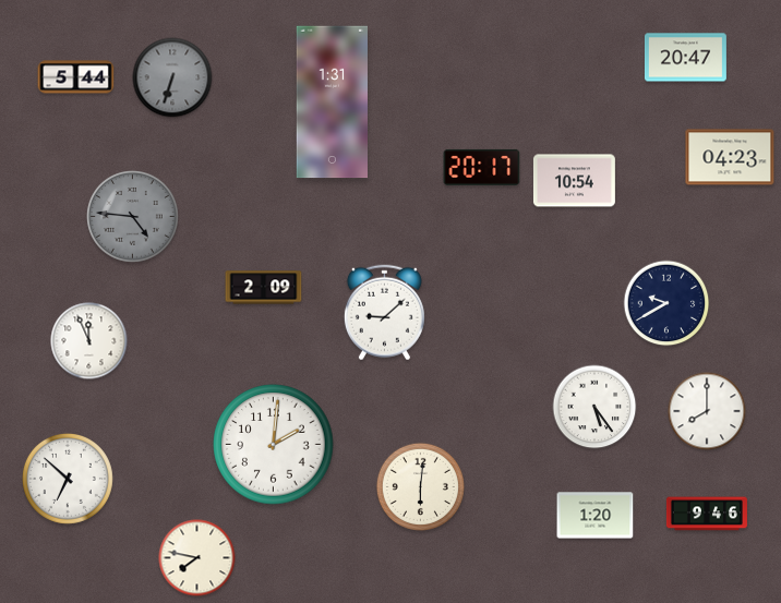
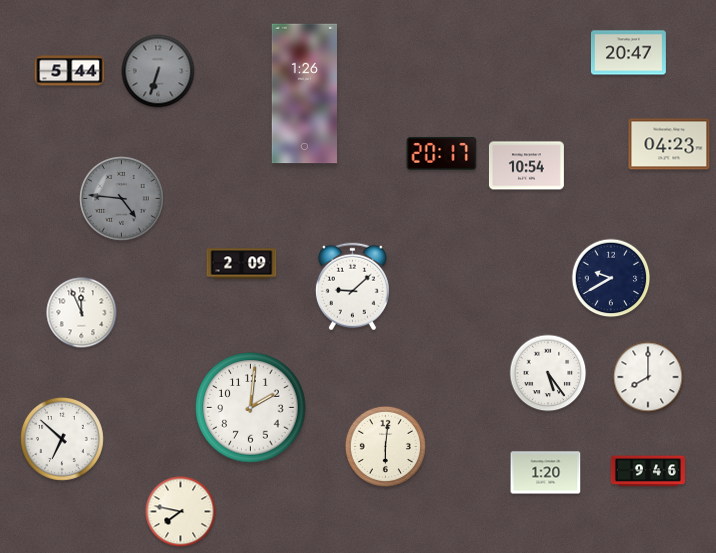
clock at (332, 102): 1:31 -> 1:26
clock at (594, 407) position: (594, 407) -> (548, 373)
